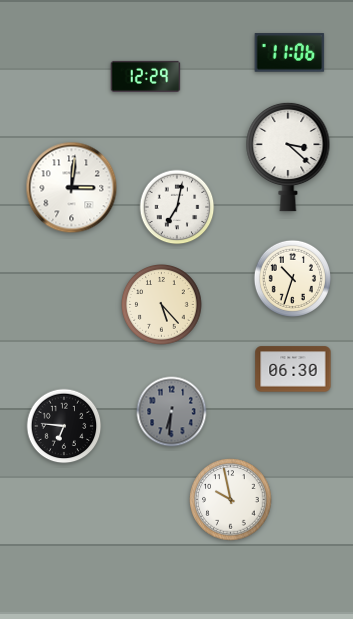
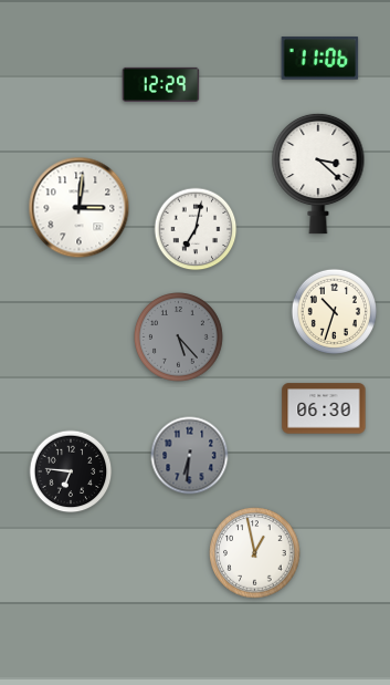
clock at (292, 278) position: (292, 278) -> (334, 311)
clock at (162, 305) dial: cream -> grey
clock at (231, 500): 9:58 -> 12:58
